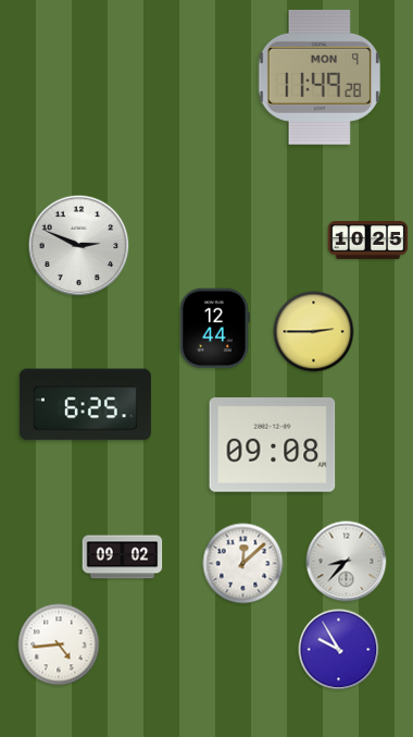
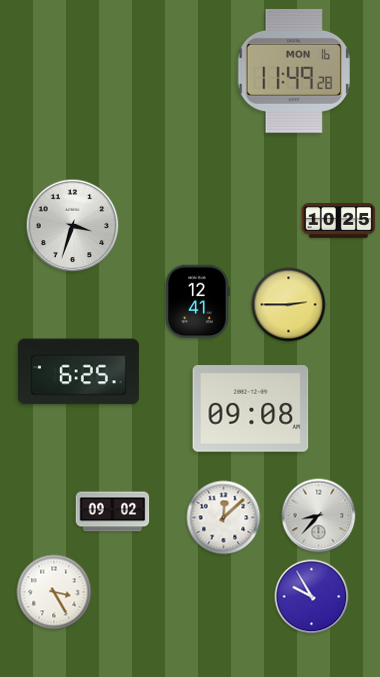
clock at (318, 77) date: MON 9 -> MON 16
clock at (79, 246): 2:49 -> 3:33
clock at (214, 329): 12:44 -> 12:41
clock at (59, 644): 4:44 -> 3:25
